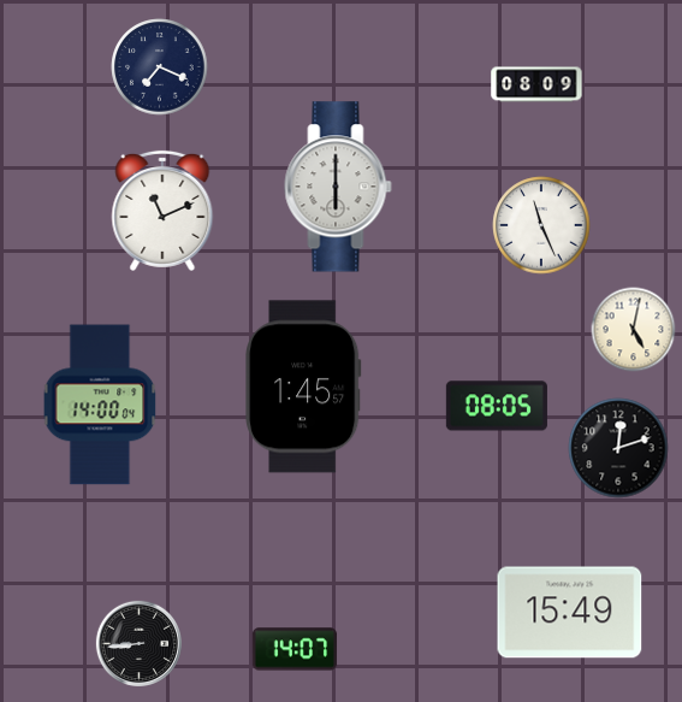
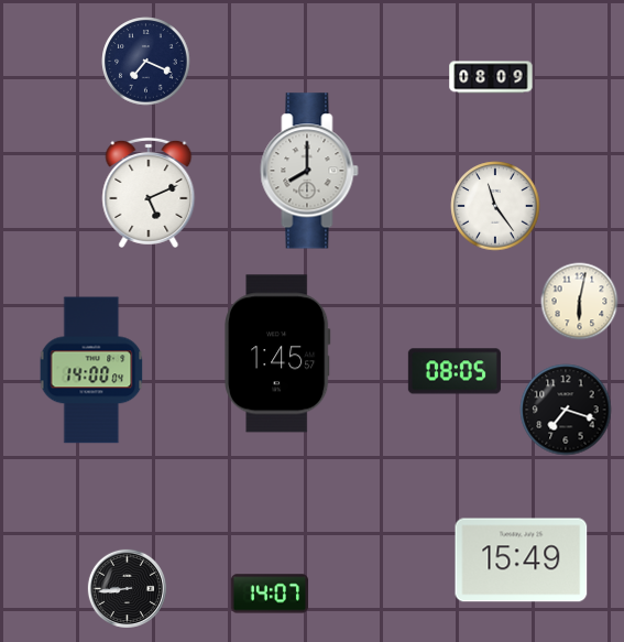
clock at (338, 187): 6:00 -> 8:00
clock at (162, 211): 11:11 -> 5:11
clock at (541, 225): 11:26 -> 11:24
clock at (634, 330): 5:02 -> 6:02
clock at (618, 448): 12:12 -> 7:18
